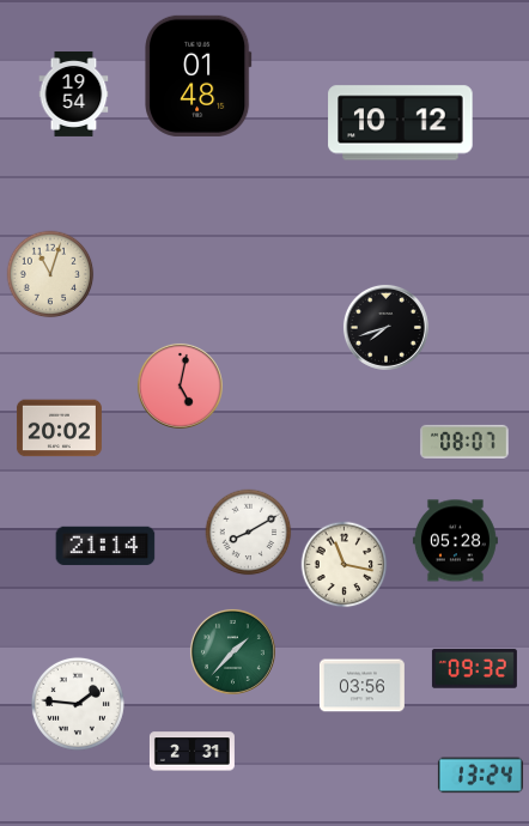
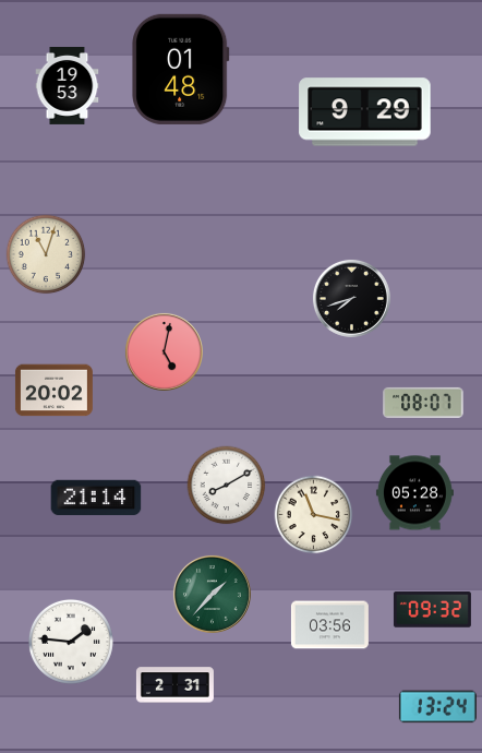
clock at (74, 93): 19:54 -> 19:53
clock at (401, 123): 10:12 -> 9:29
clock at (50, 274) position: (50, 274) -> (46, 254)
